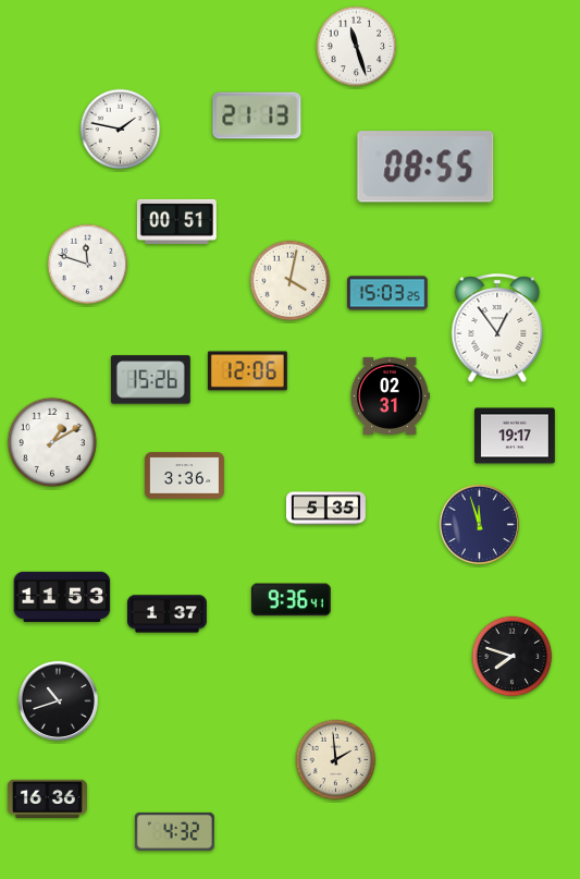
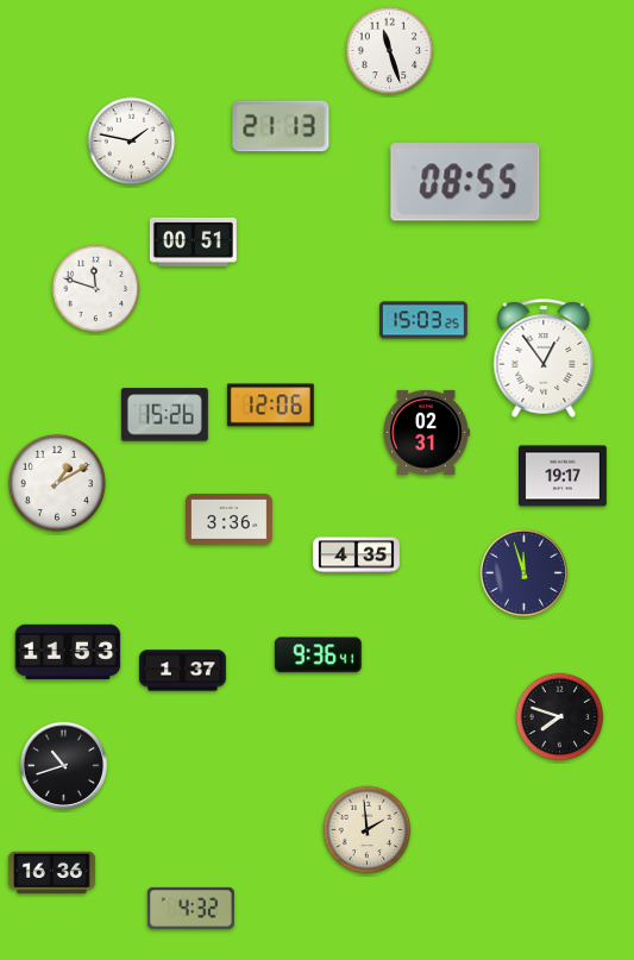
clock at (291, 281): 4:02 -> none
clock at (184, 476) position: (184, 476) -> (228, 520)
clock at (325, 509): 5:35 -> 4:35
